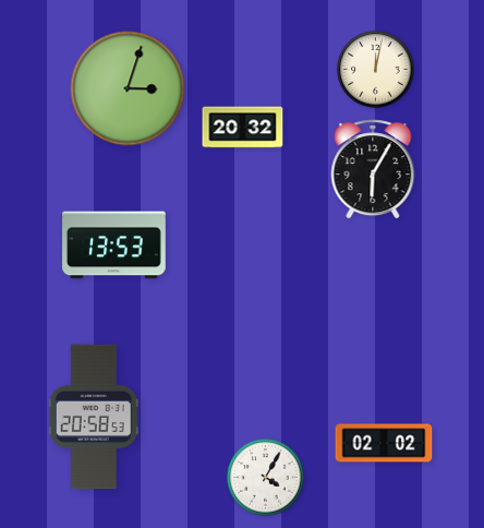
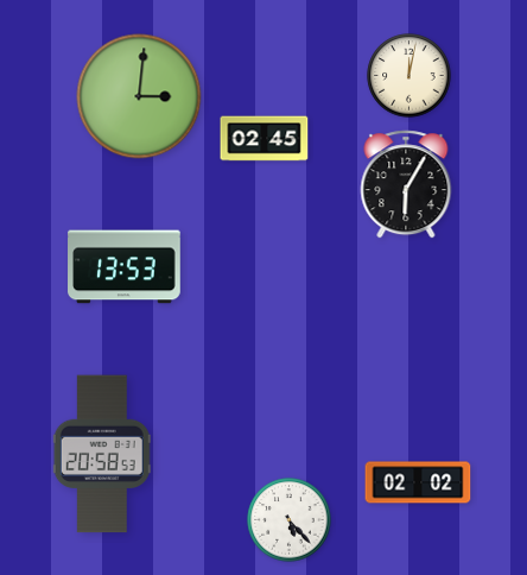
clock at (128, 88): 3:03 -> 3:01
clock at (243, 128): 20:32 -> 02:45
clock at (266, 478): 4:05 -> 5:23
